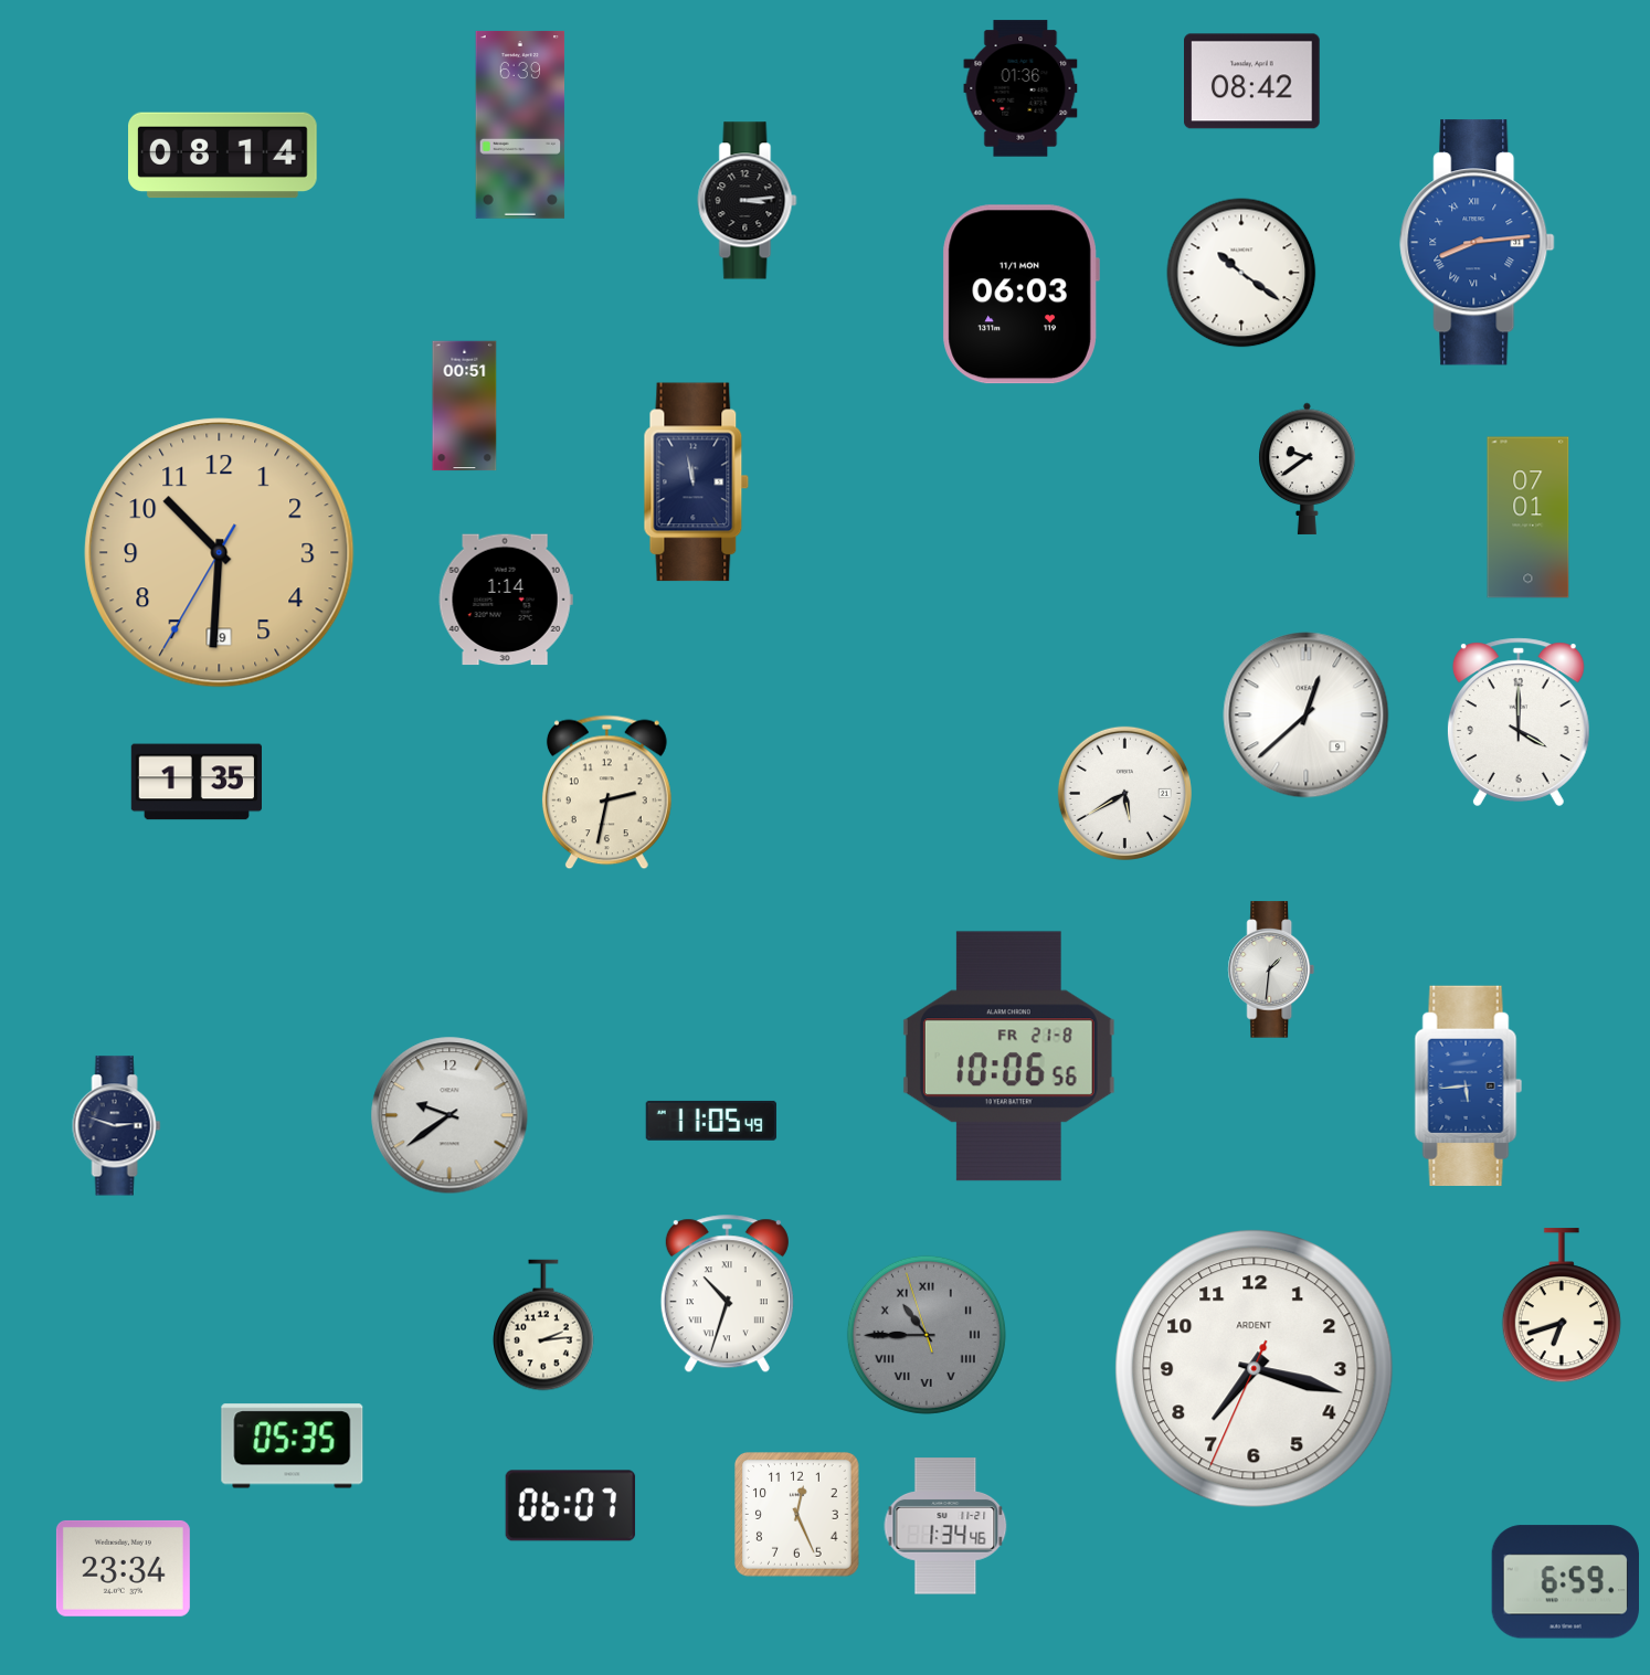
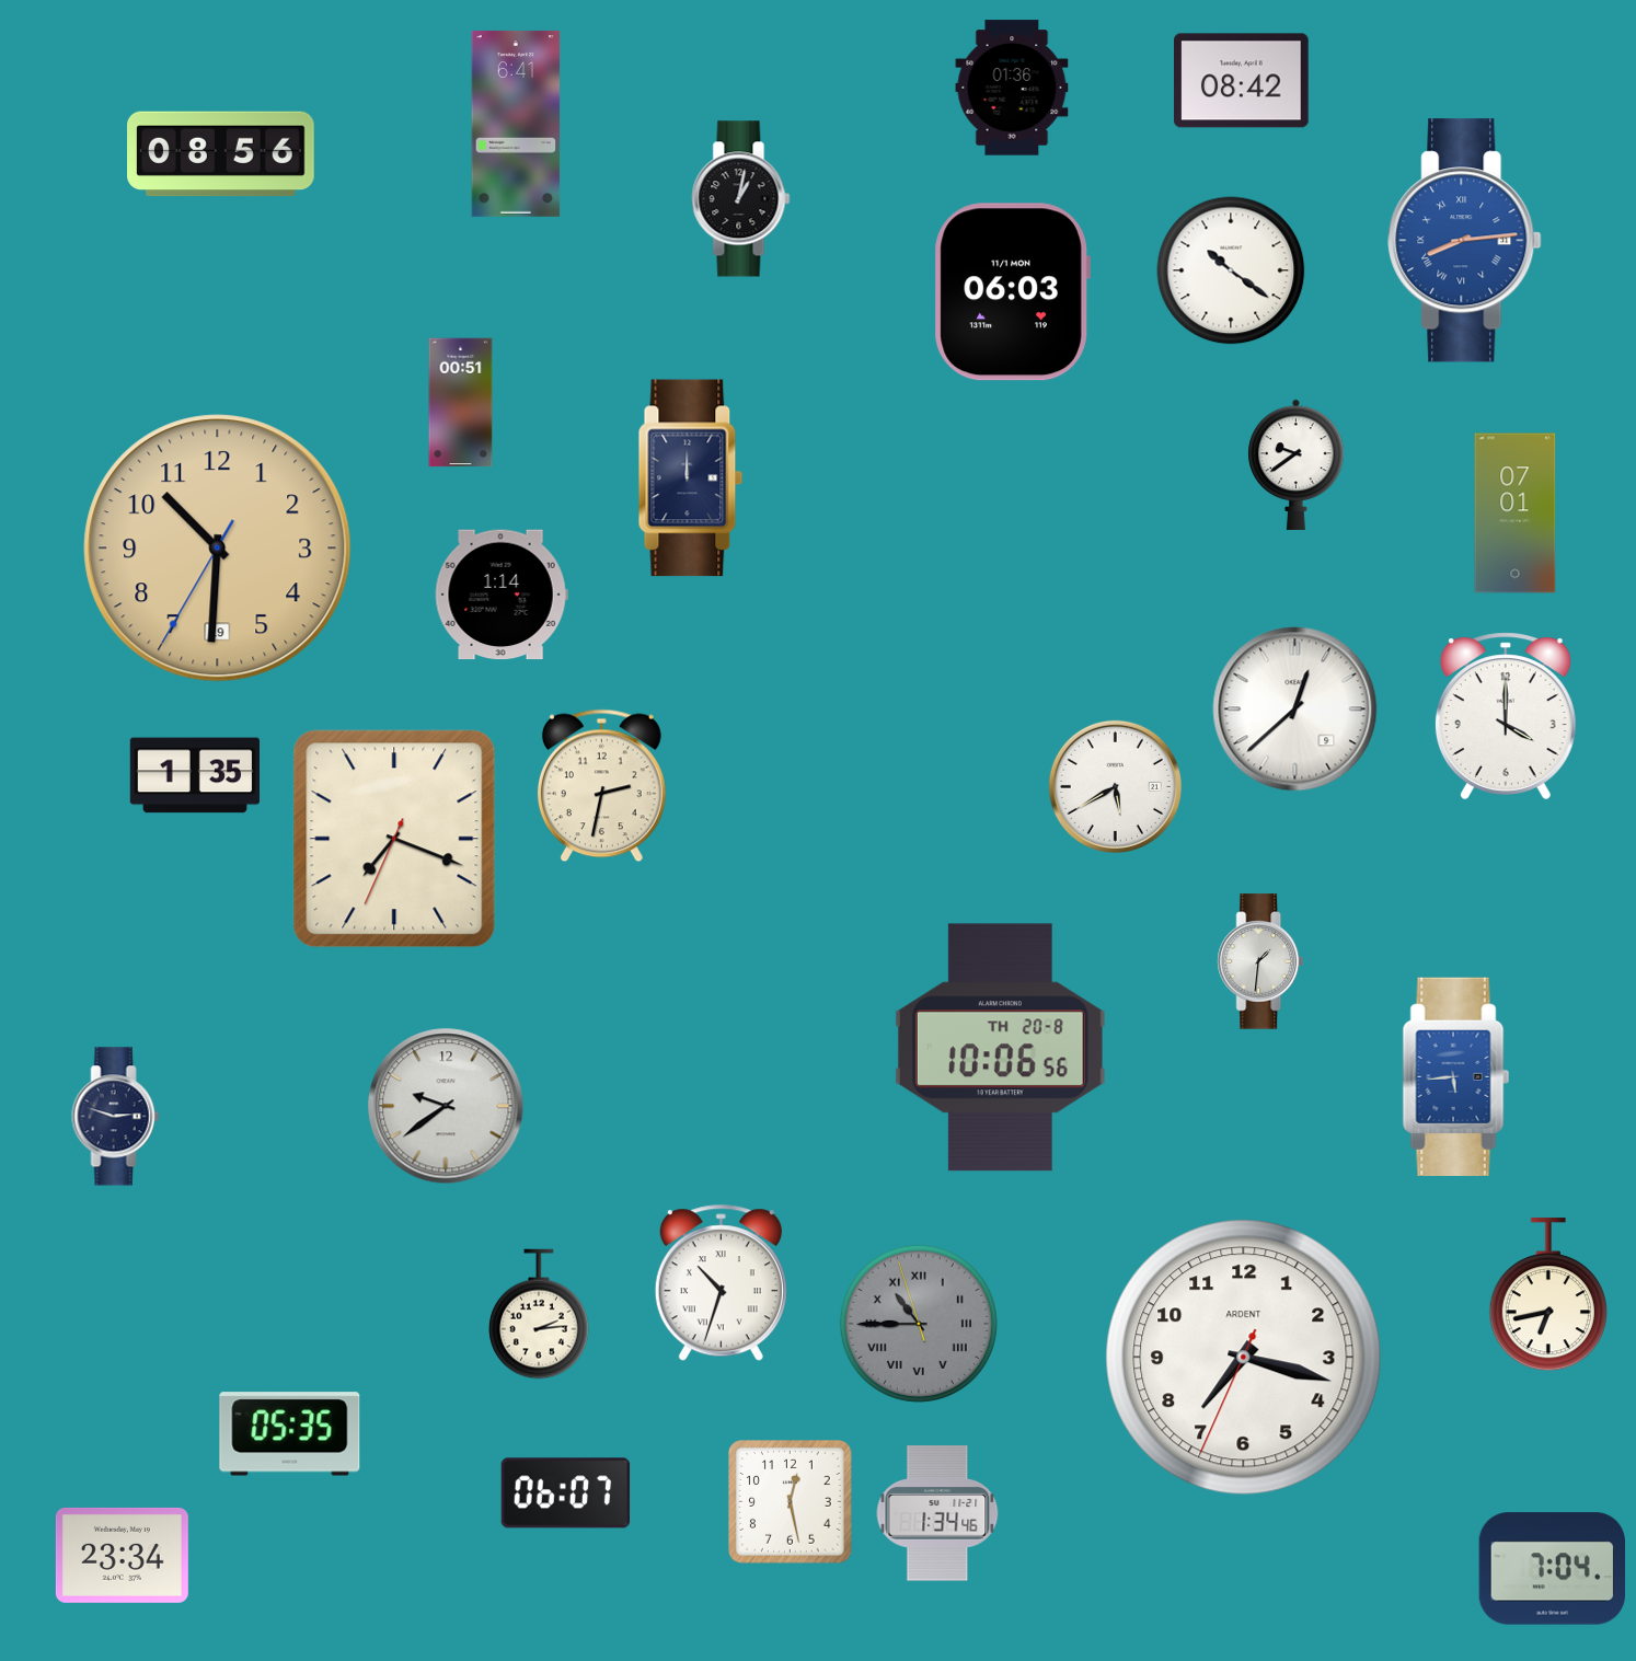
clock at (520, 125): 6:39 -> 6:41
clock at (223, 156): 08:14 -> 08:56
clock at (748, 201): 3:14 -> 1:02
clock at (697, 483): 11:58 -> 12:00
clock at (394, 839): none -> 7:18
clock at (1008, 1057) date: FR 21-8 -> TH 20-8
clock at (711, 1121): 11:05 -> none
clock at (1562, 1306): 6:42 -> 6:43
clock at (797, 1515): 12:26 -> 12:28
clock at (1565, 1582): 6:59 -> 7:04
